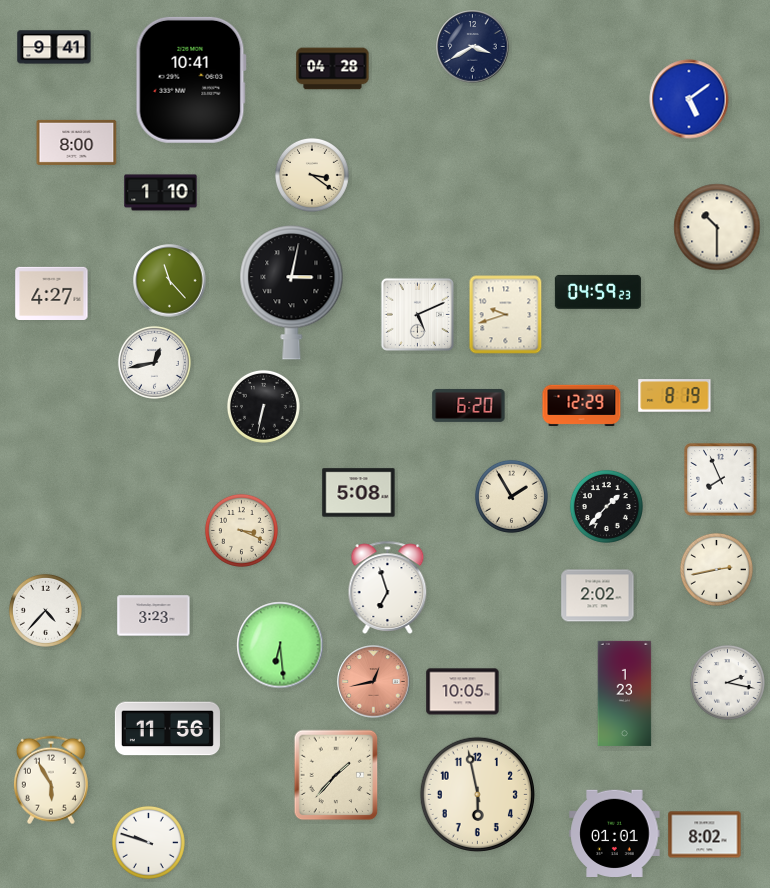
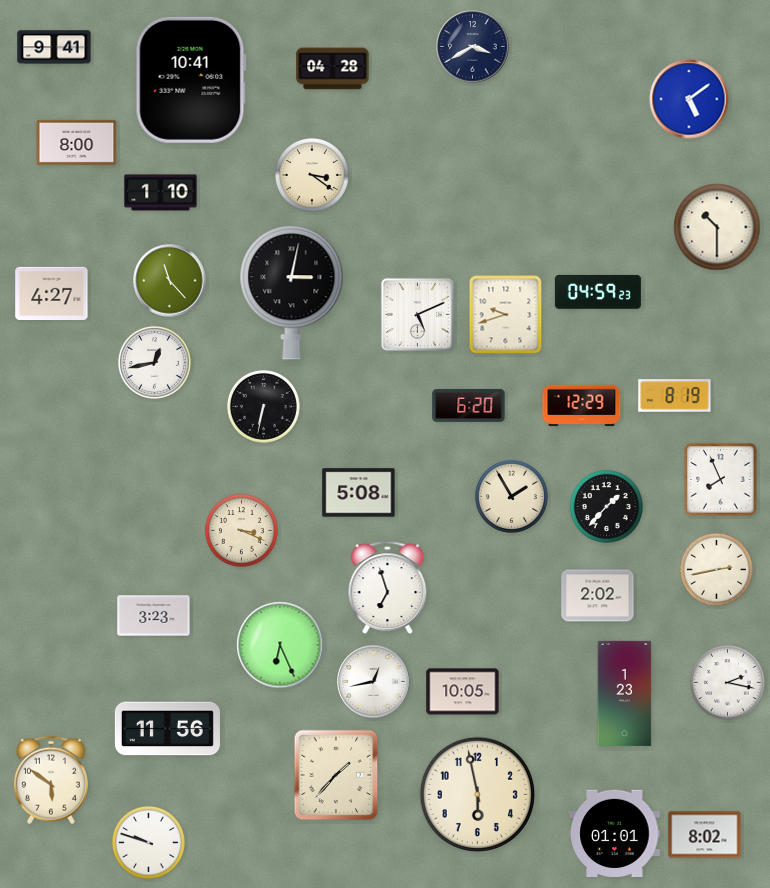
clock at (45, 610): 4:37 -> none
clock at (280, 645): 6:29 -> 6:26
clock at (374, 682) dial: salmon -> white
clock at (51, 780): 5:55 -> 5:51
